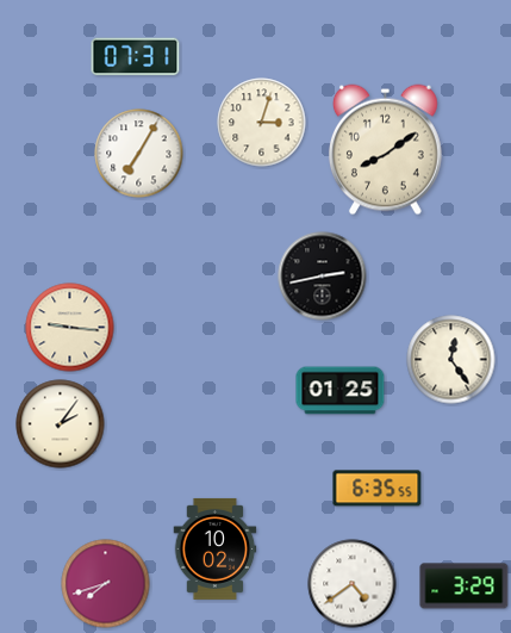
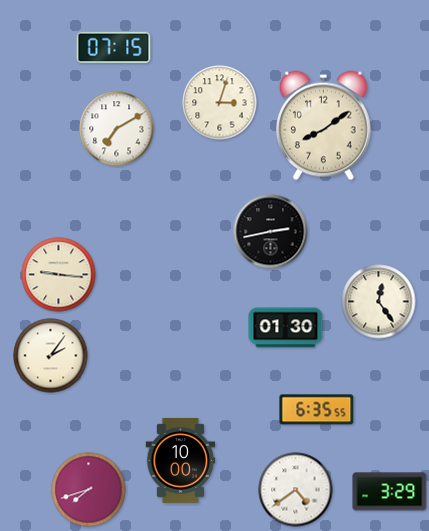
clock at (136, 57): 07:31 -> 07:15
clock at (139, 154): 7:05 -> 7:10
clock at (341, 391): 01:25 -> 01:30
clock at (216, 548): 10:02 -> 10:00
